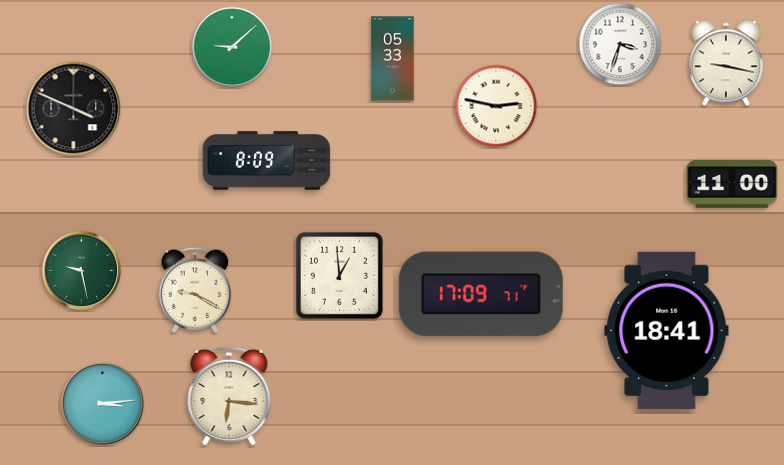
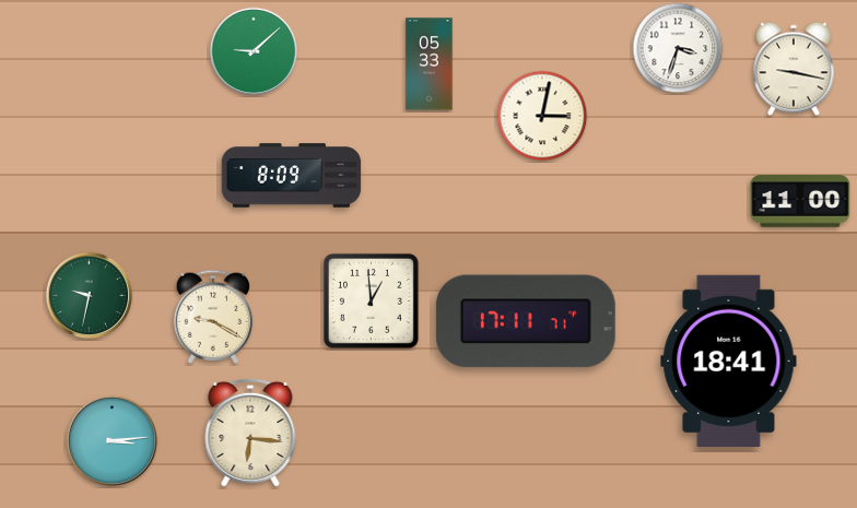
clock at (496, 106): 2:47 -> 3:02
clock at (74, 109): 3:49 -> none
clock at (82, 271): 9:28 -> 9:32
clock at (481, 294): 17:09 -> 17:11
